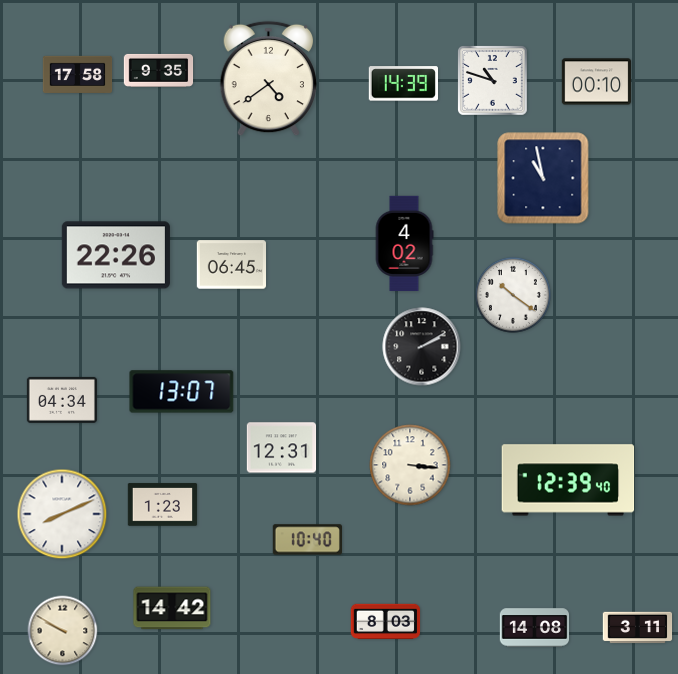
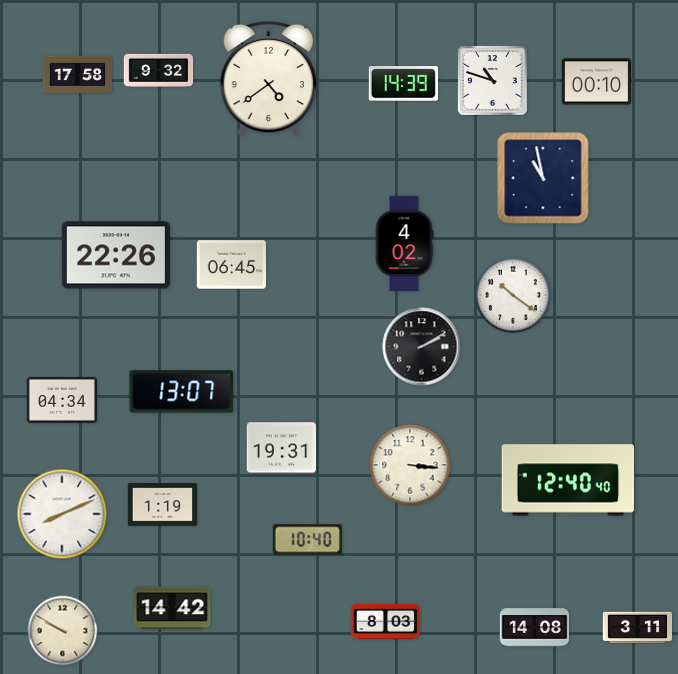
clock at (159, 70): 9:35 -> 9:32
clock at (282, 448): 12:31 -> 19:31
clock at (568, 480): 12:39 -> 12:40
clock at (163, 505): 1:23 -> 1:19
